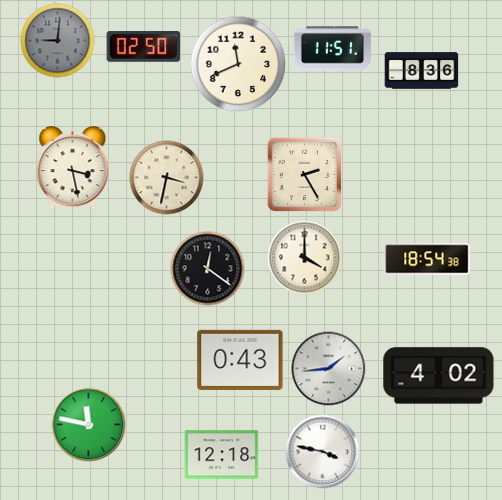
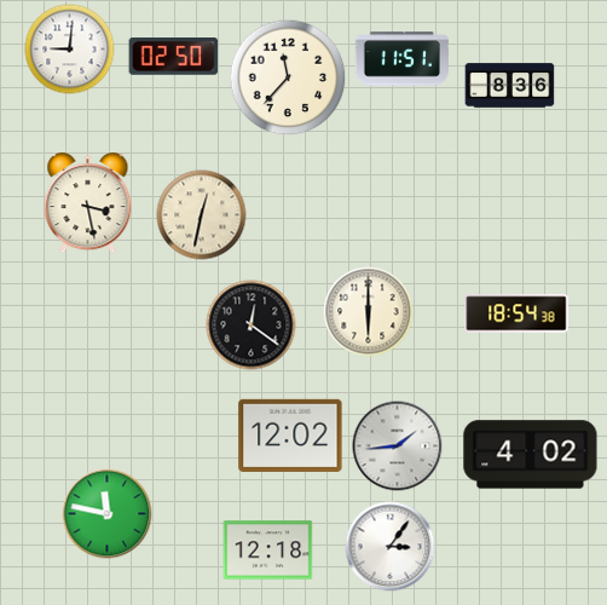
clock at (58, 41) dial: grey -> white
clock at (238, 64): 11:41 -> 11:37
clock at (305, 175): 2:25 -> none
clock at (167, 178): 3:32 -> 12:32
clock at (305, 258): 4:00 -> 6:00
clock at (240, 360): 0:43 -> 12:02
clock at (323, 452): 3:47 -> 3:06
